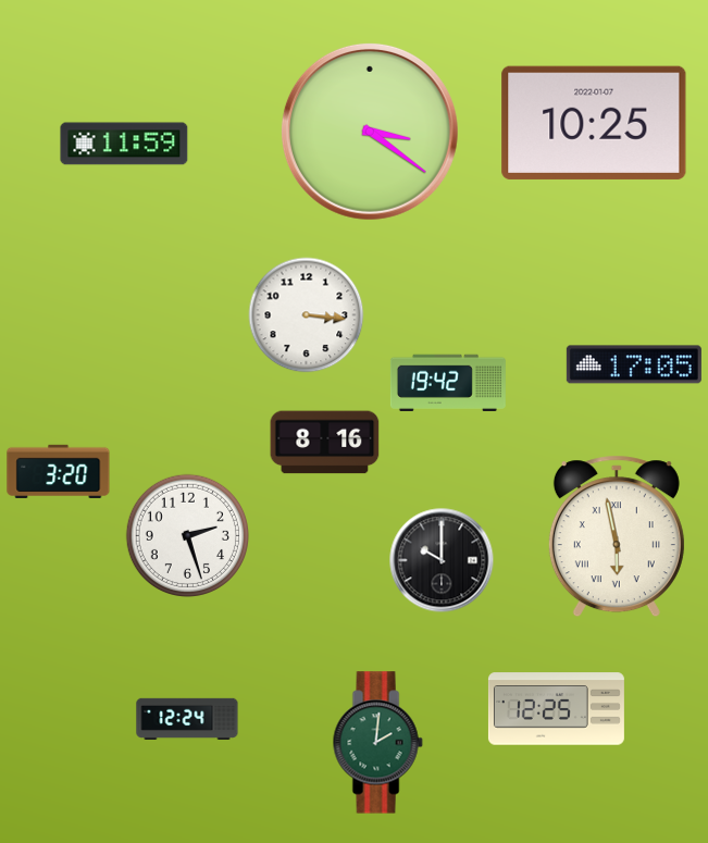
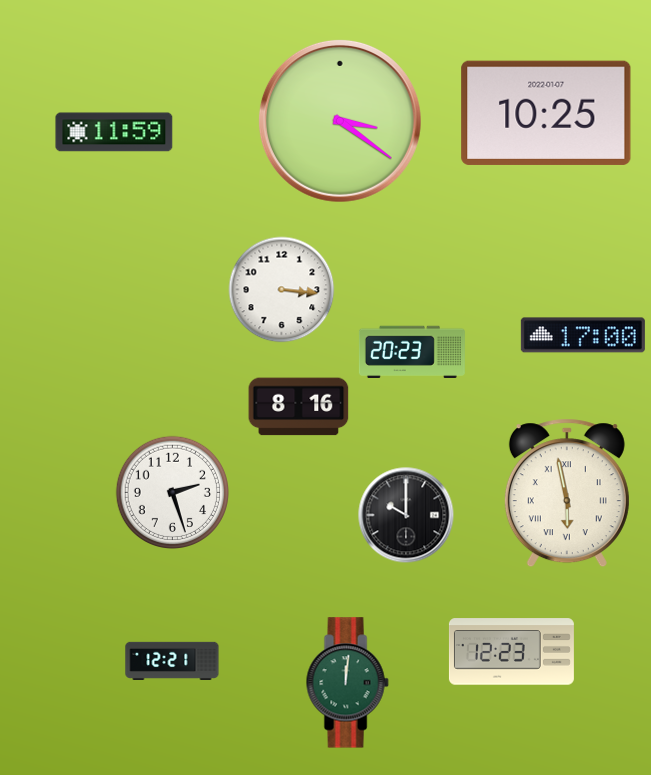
clock at (634, 364): 17:05 -> 17:00
clock at (448, 382): 19:42 -> 20:23
clock at (59, 471): 3:20 -> none
clock at (556, 709): 12:25 -> 12:23
clock at (187, 719): 12:24 -> 12:21
clock at (377, 743): 2:01 -> 12:01
